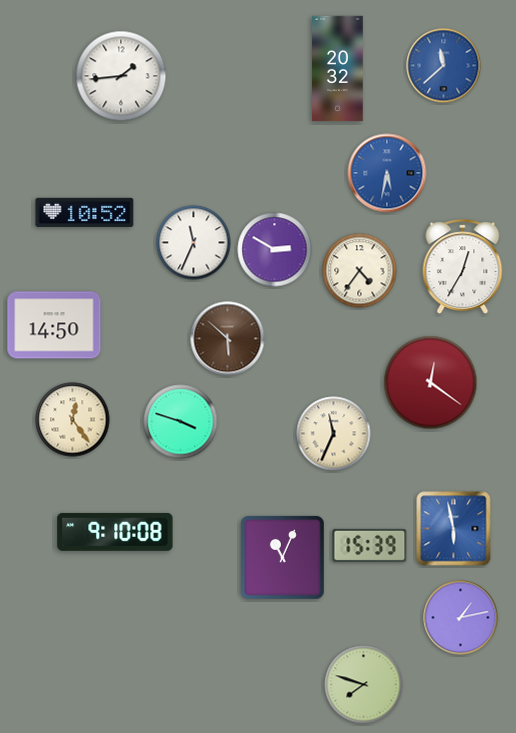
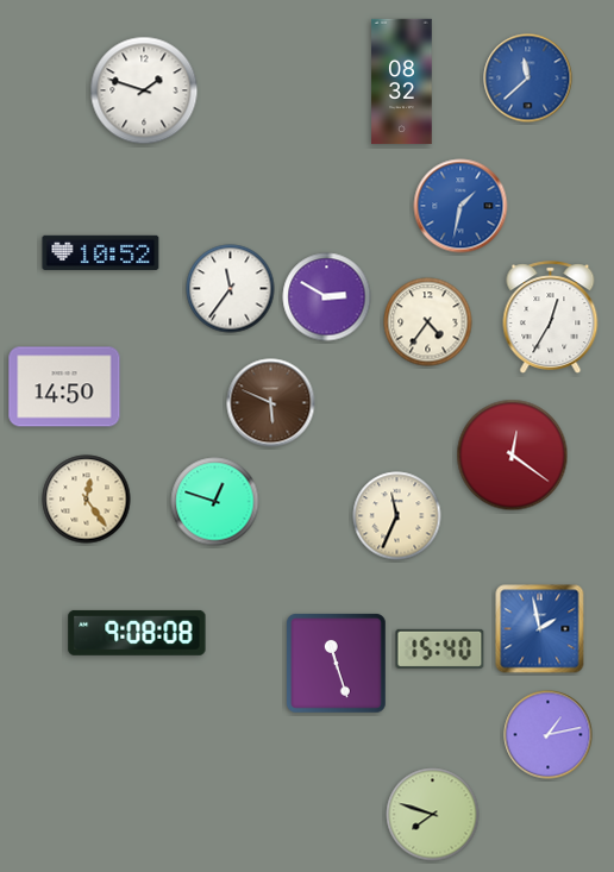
clock at (338, 69): 20:32 -> 08:32
clock at (121, 76): 1:44 -> 1:48
clock at (387, 173): 5:32 -> 1:32
clock at (194, 243): 11:34 -> 11:36
clock at (228, 339): 5:52 -> 5:49
clock at (181, 422): 3:48 -> 12:48
clock at (454, 529): 5:58 -> 1:58
clock at (115, 532): 9:10 -> 9:08
clock at (370, 545): 15:39 -> 15:40
clock at (283, 558): 11:04 -> 11:27
